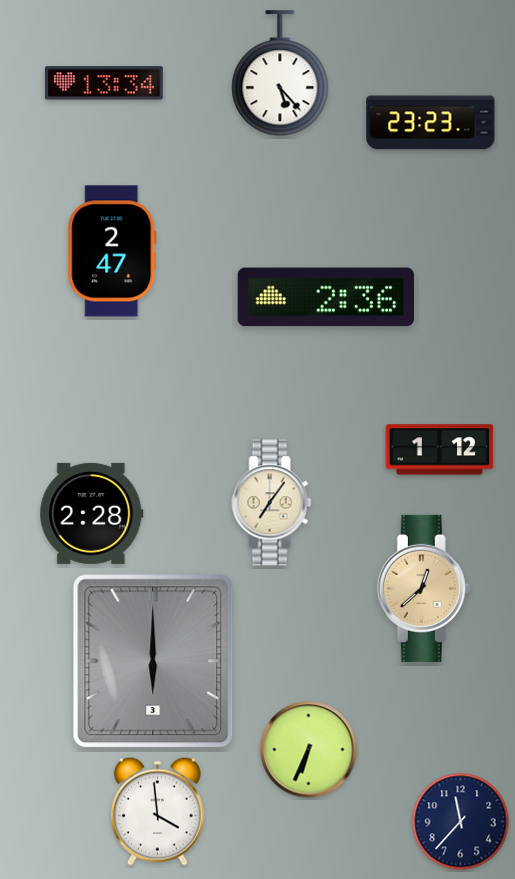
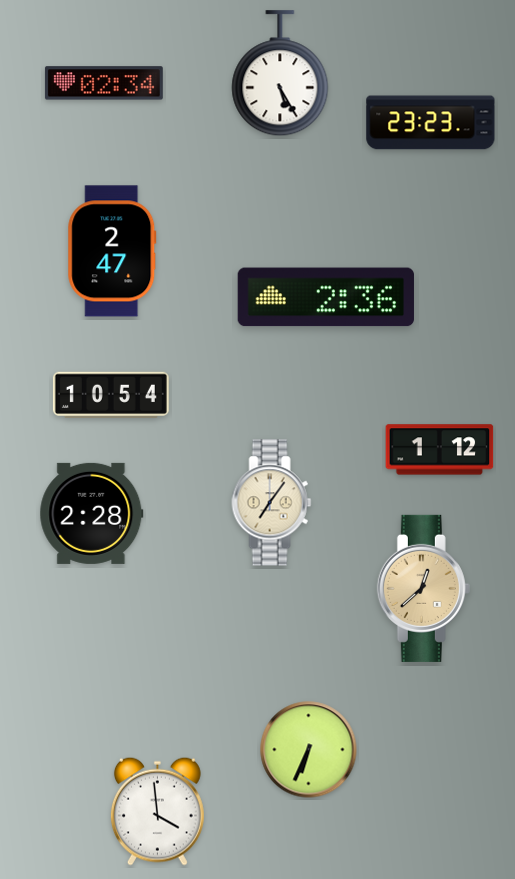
clock at (280, 74): 5:23 -> 5:25
clock at (104, 83): 13:34 -> 02:34
clock at (111, 394): none -> 10:54
clock at (153, 661): 6:00 -> none
clock at (461, 822): 11:37 -> none
